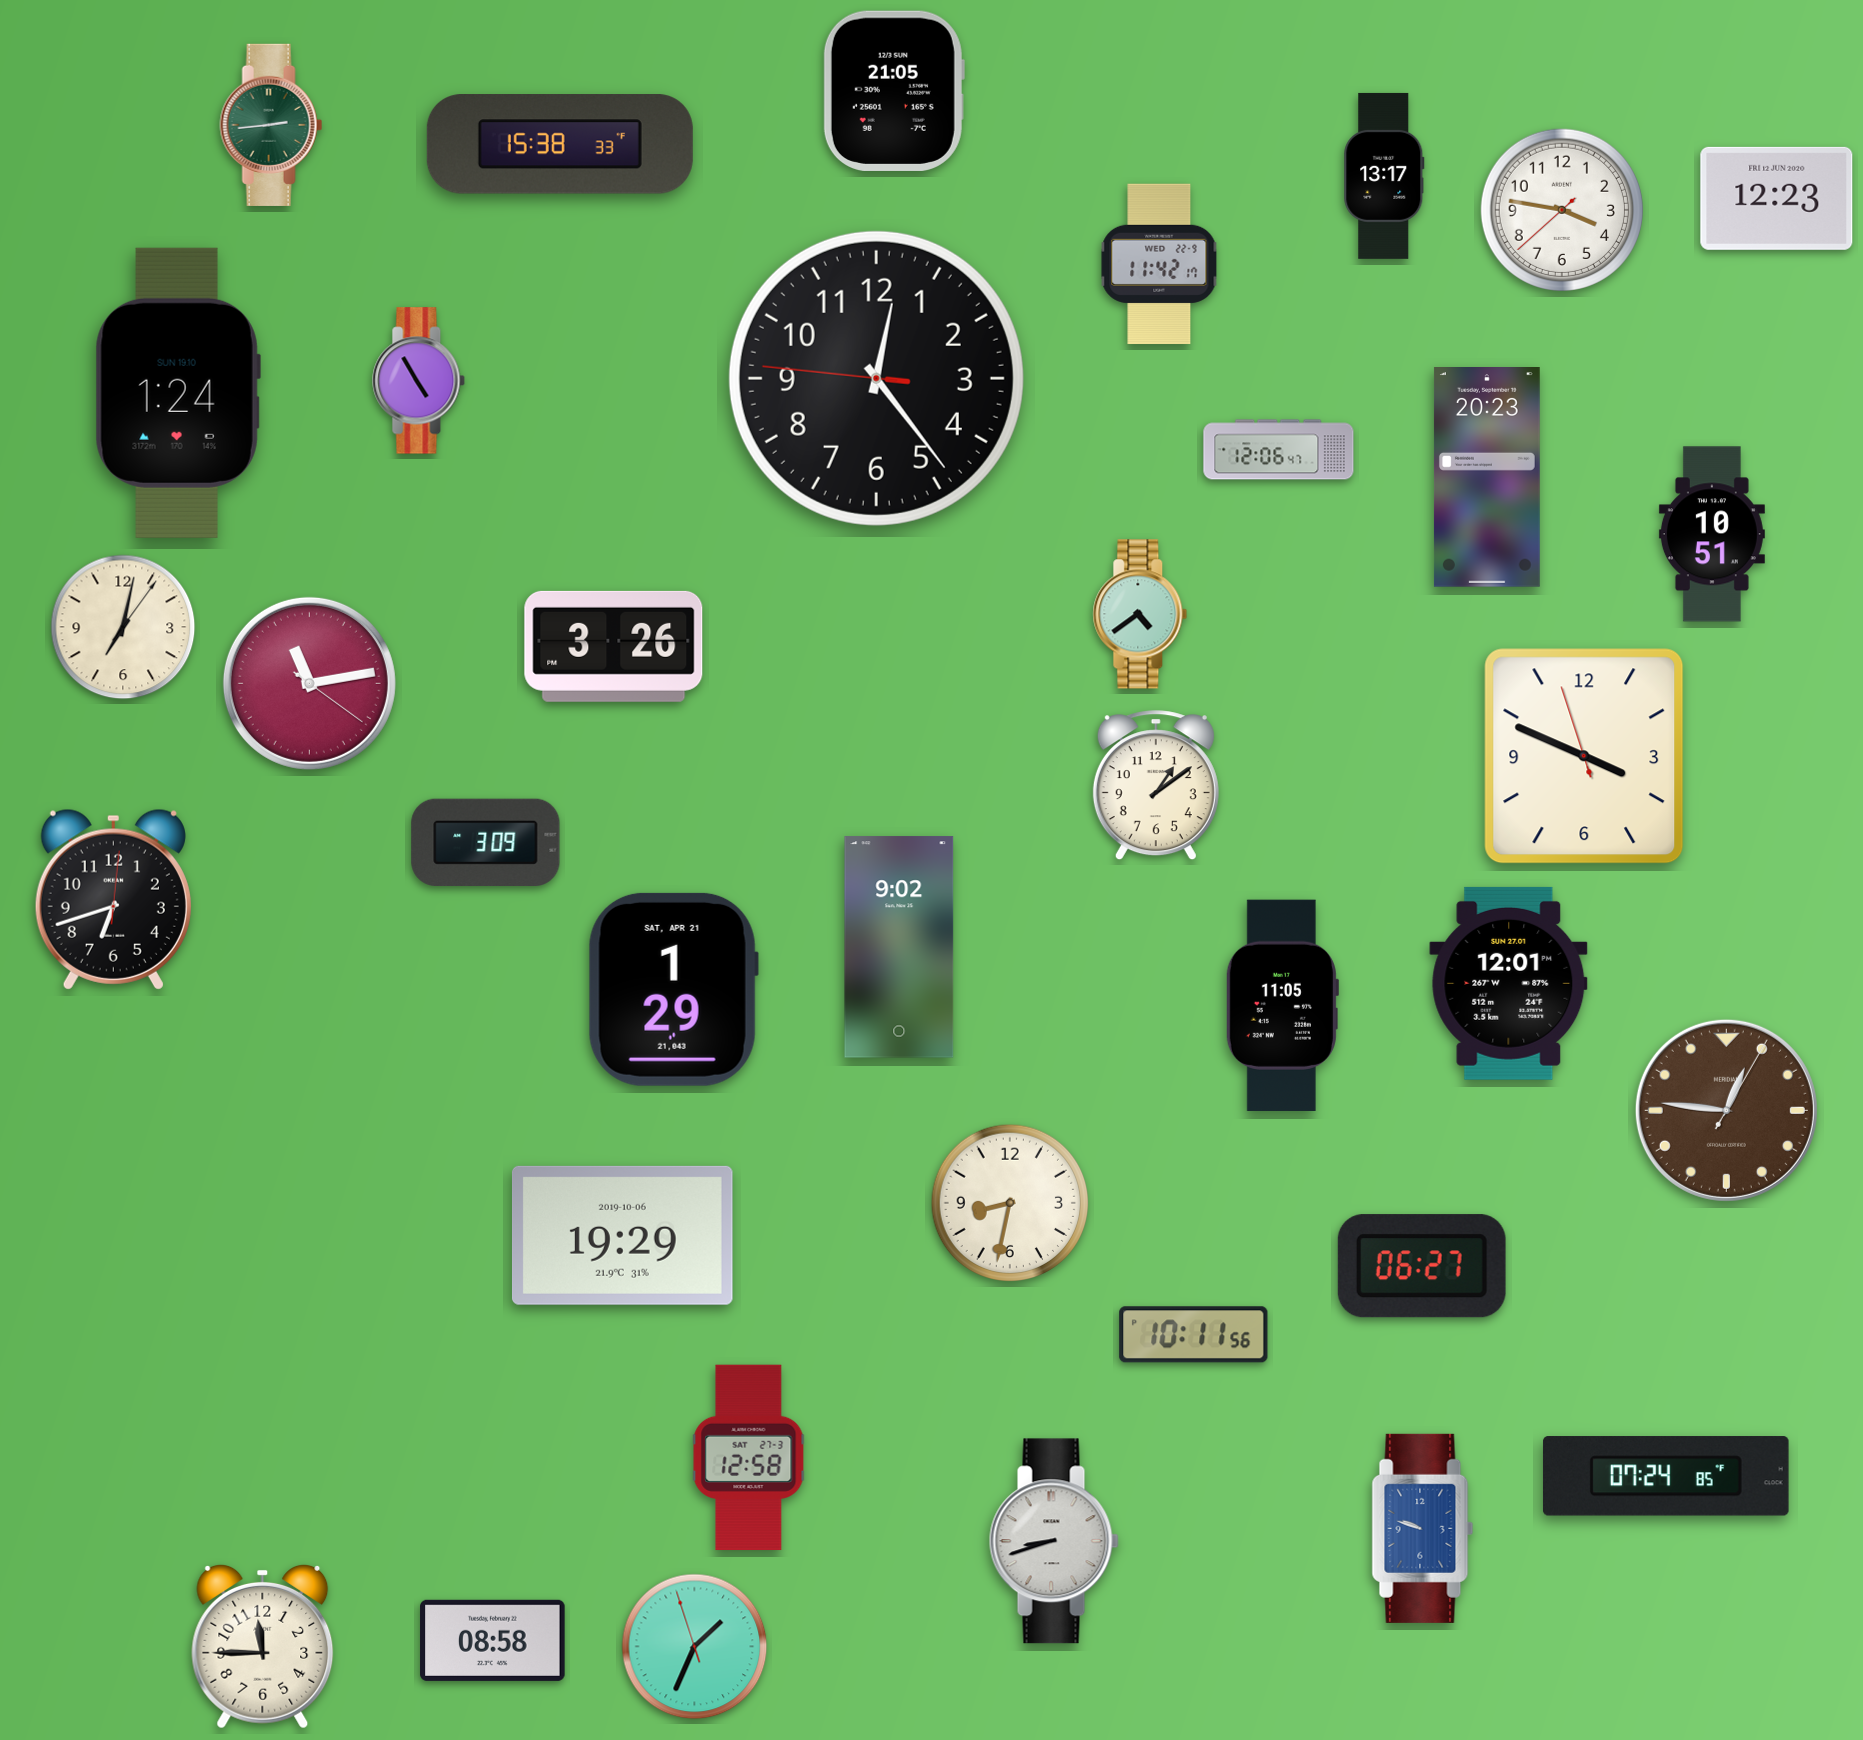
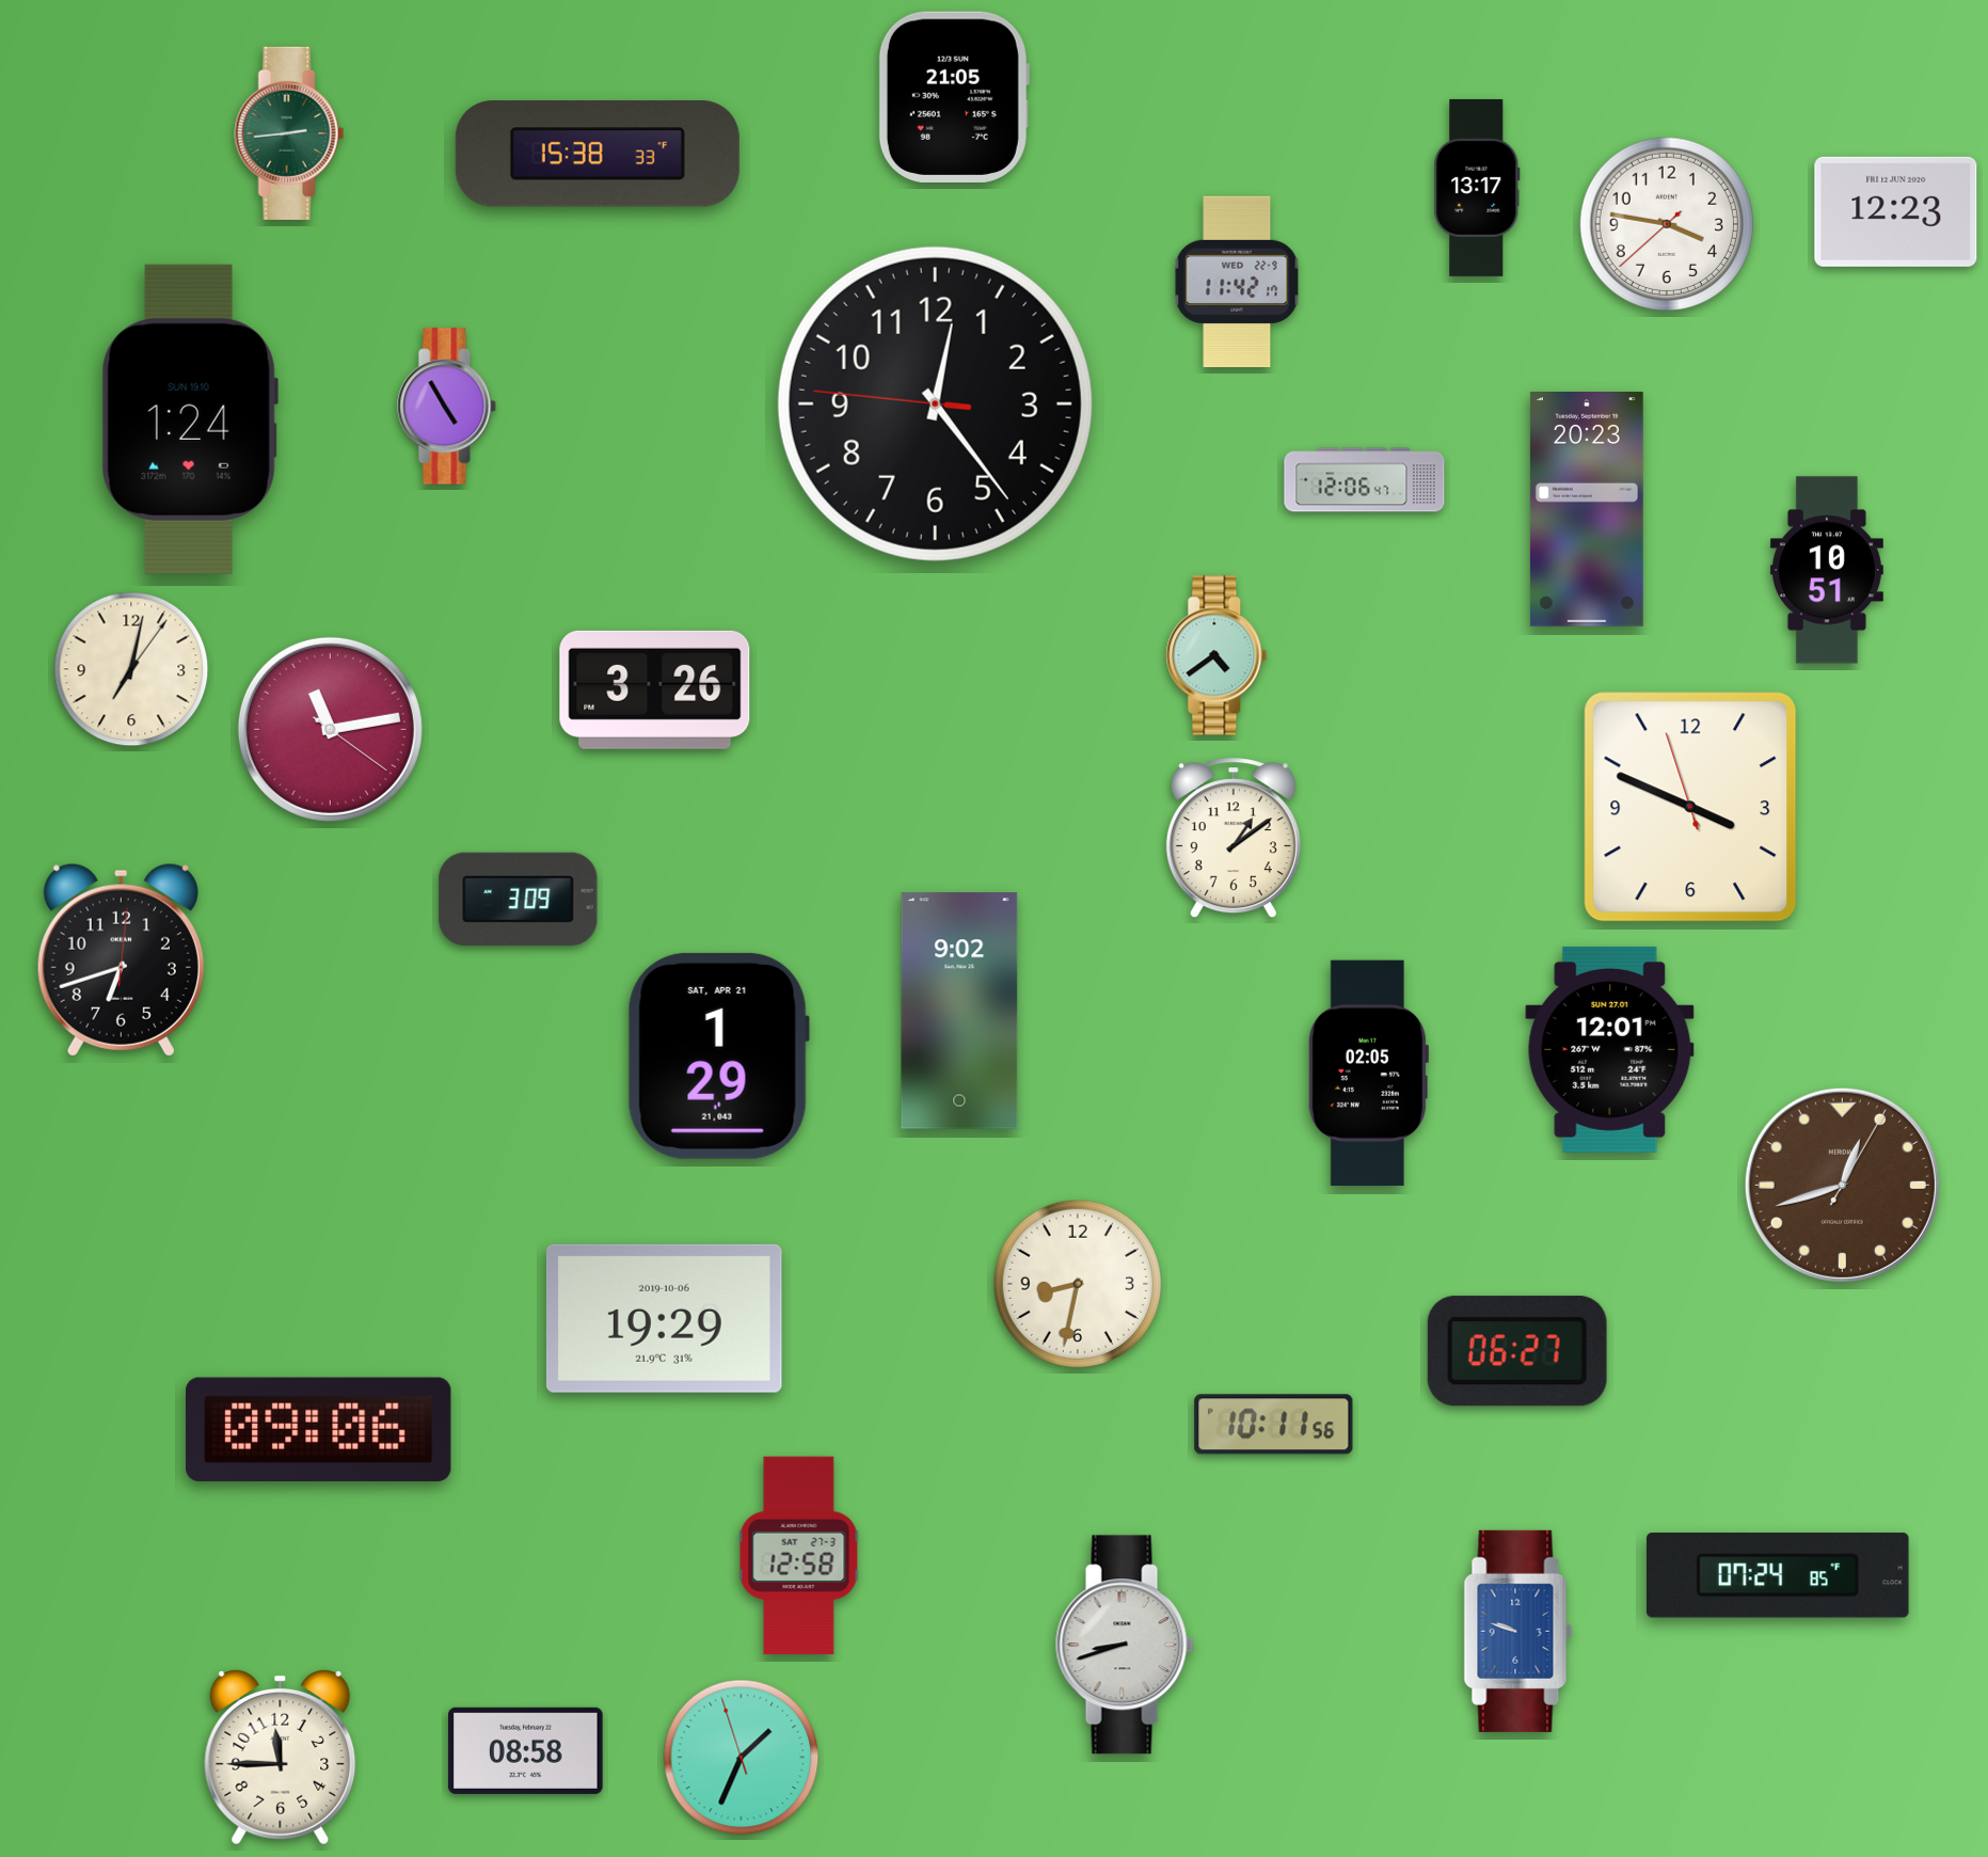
clock at (1282, 1005): 11:05 -> 02:05
clock at (1726, 1110): 12:46 -> 12:42
clock at (319, 1429): none -> 09:06
